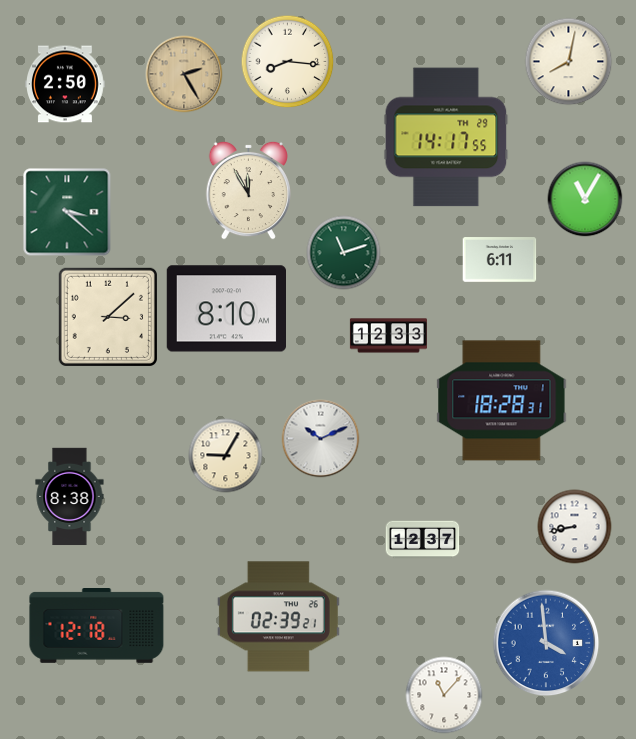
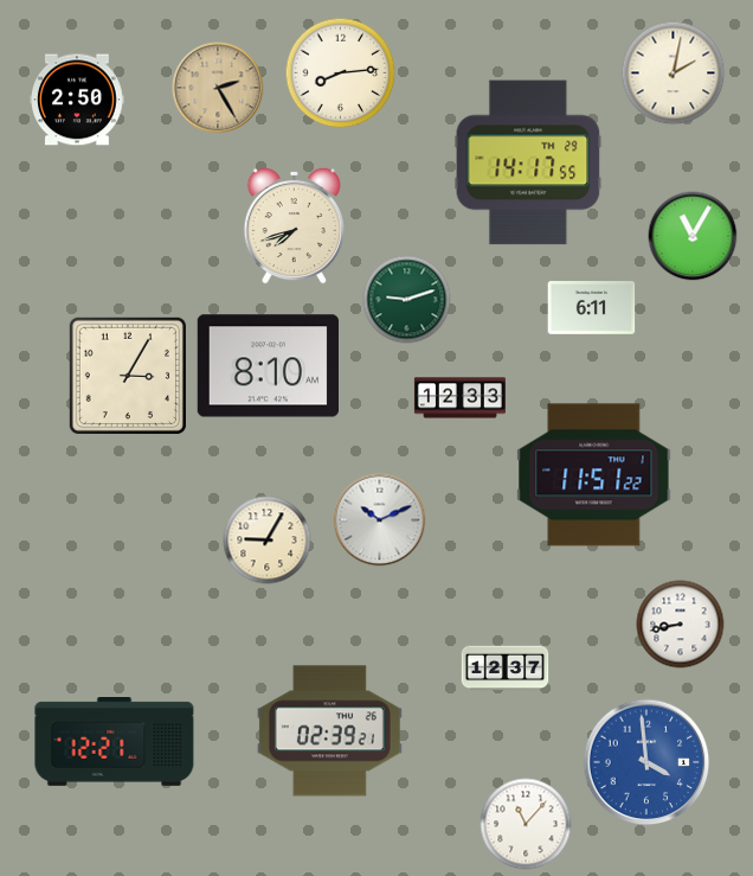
clock at (288, 62): 8:16 -> 8:14
clock at (569, 62): 8:02 -> 2:02
clock at (248, 190): 11:55 -> 7:42
clock at (67, 212): 3:22 -> none
clock at (344, 253): 11:12 -> 9:12
clock at (108, 317): 3:08 -> 3:05
clock at (502, 401): 18:28 -> 11:51
clock at (70, 497): 8:38 -> none
clock at (423, 540) position: (423, 540) -> (506, 669)
clock at (97, 626): 12:18 -> 12:21
